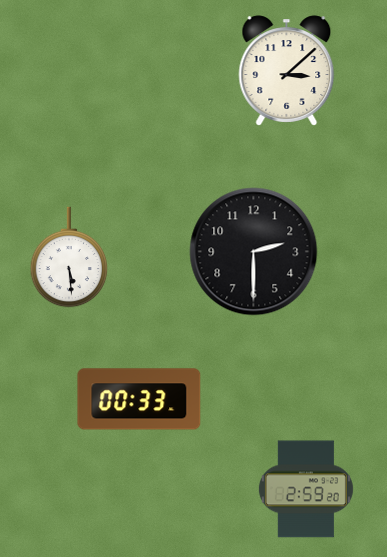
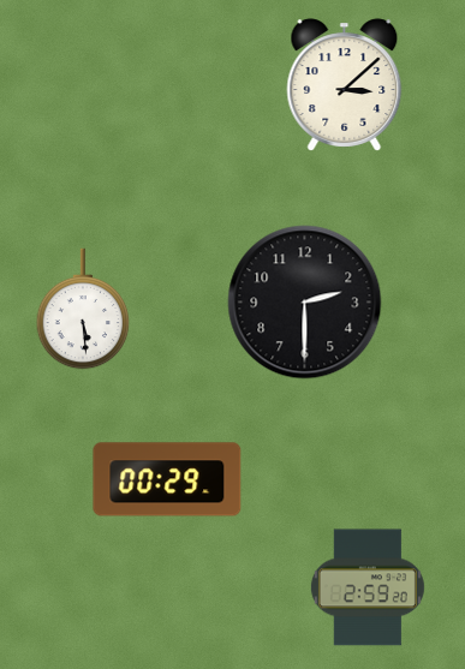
clock at (139, 399): 00:33 -> 00:29
